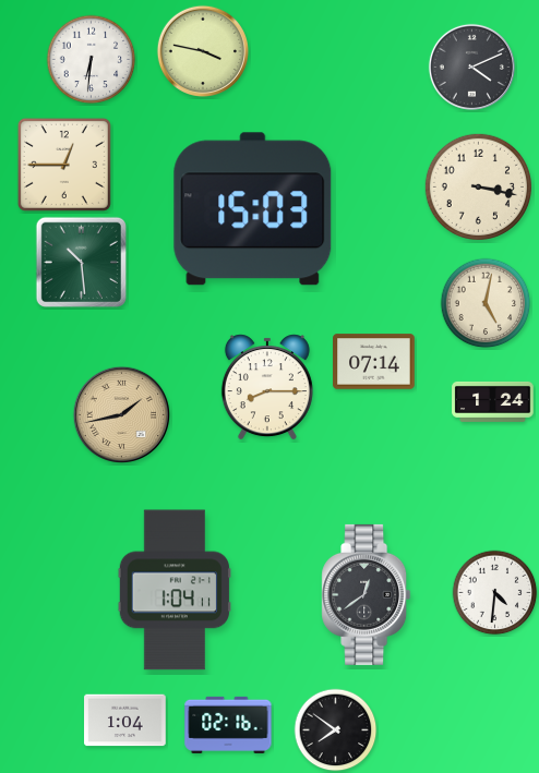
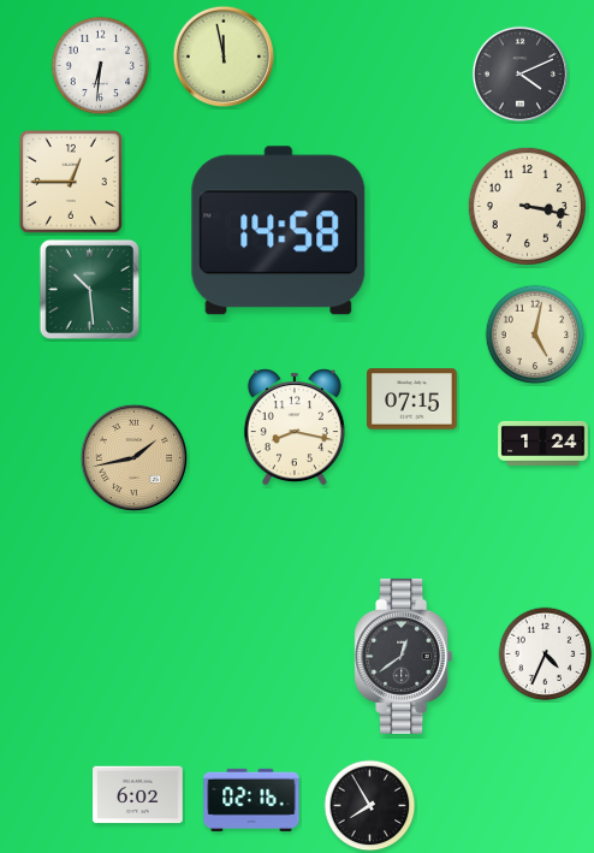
clock at (202, 50): 3:47 -> 11:58
clock at (253, 209): 15:03 -> 14:58
clock at (374, 362): 07:14 -> 07:15
clock at (267, 387): 8:15 -> 8:17
clock at (173, 590): 1:04 -> none
clock at (495, 593): 4:31 -> 4:34
clock at (125, 721): 1:04 -> 6:02
clock at (336, 730): 7:51 -> 7:55
